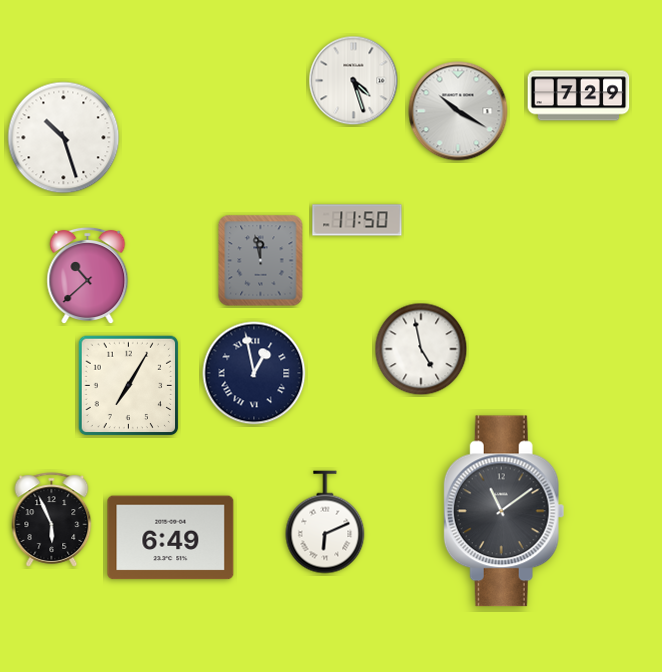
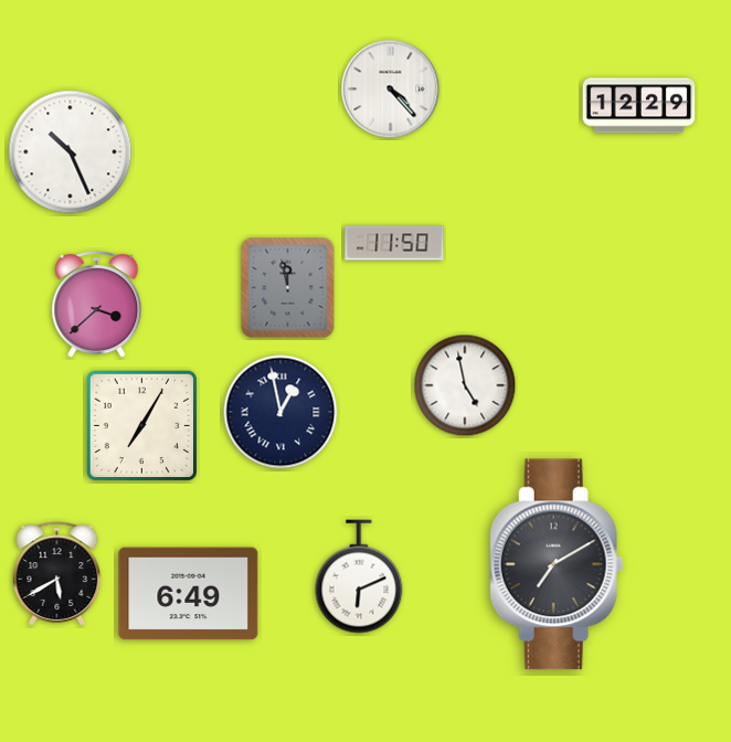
clock at (354, 81): 4:27 -> 4:23
clock at (579, 96): 7:29 -> 12:29
clock at (458, 111): 10:20 -> none
clock at (64, 138): 10:27 -> 10:26
clock at (88, 276): 10:38 -> 3:38
clock at (504, 511): 11:09 -> 7:10
clock at (52, 520): 5:56 -> 5:40
